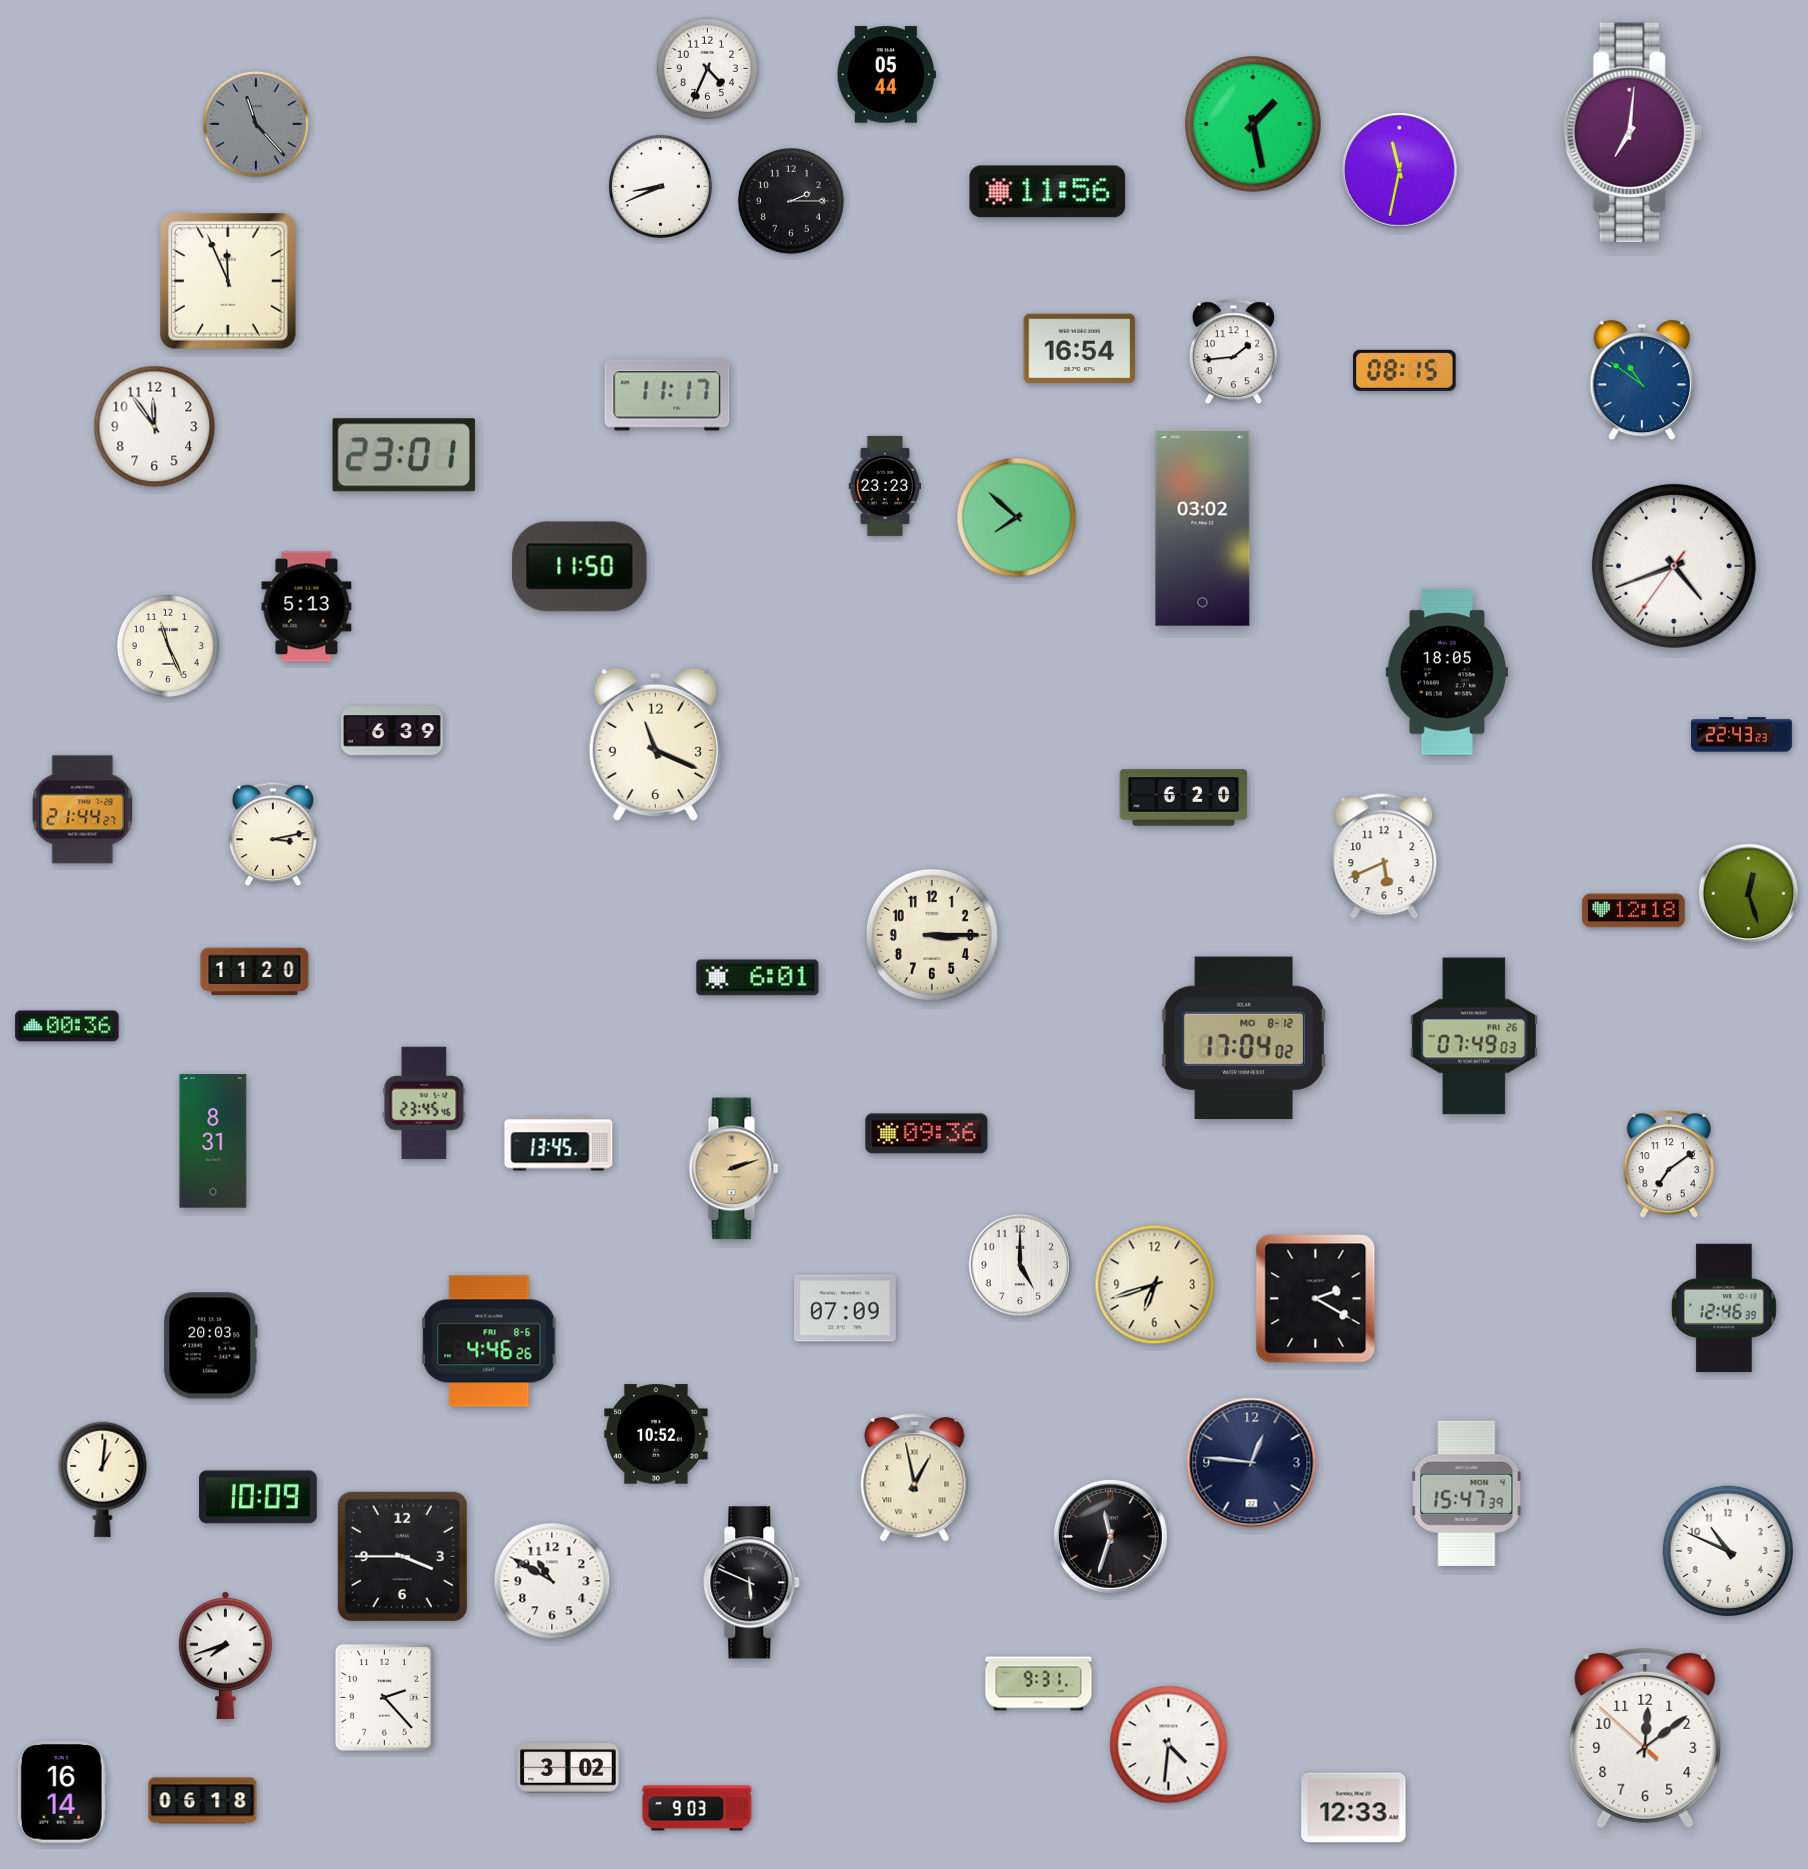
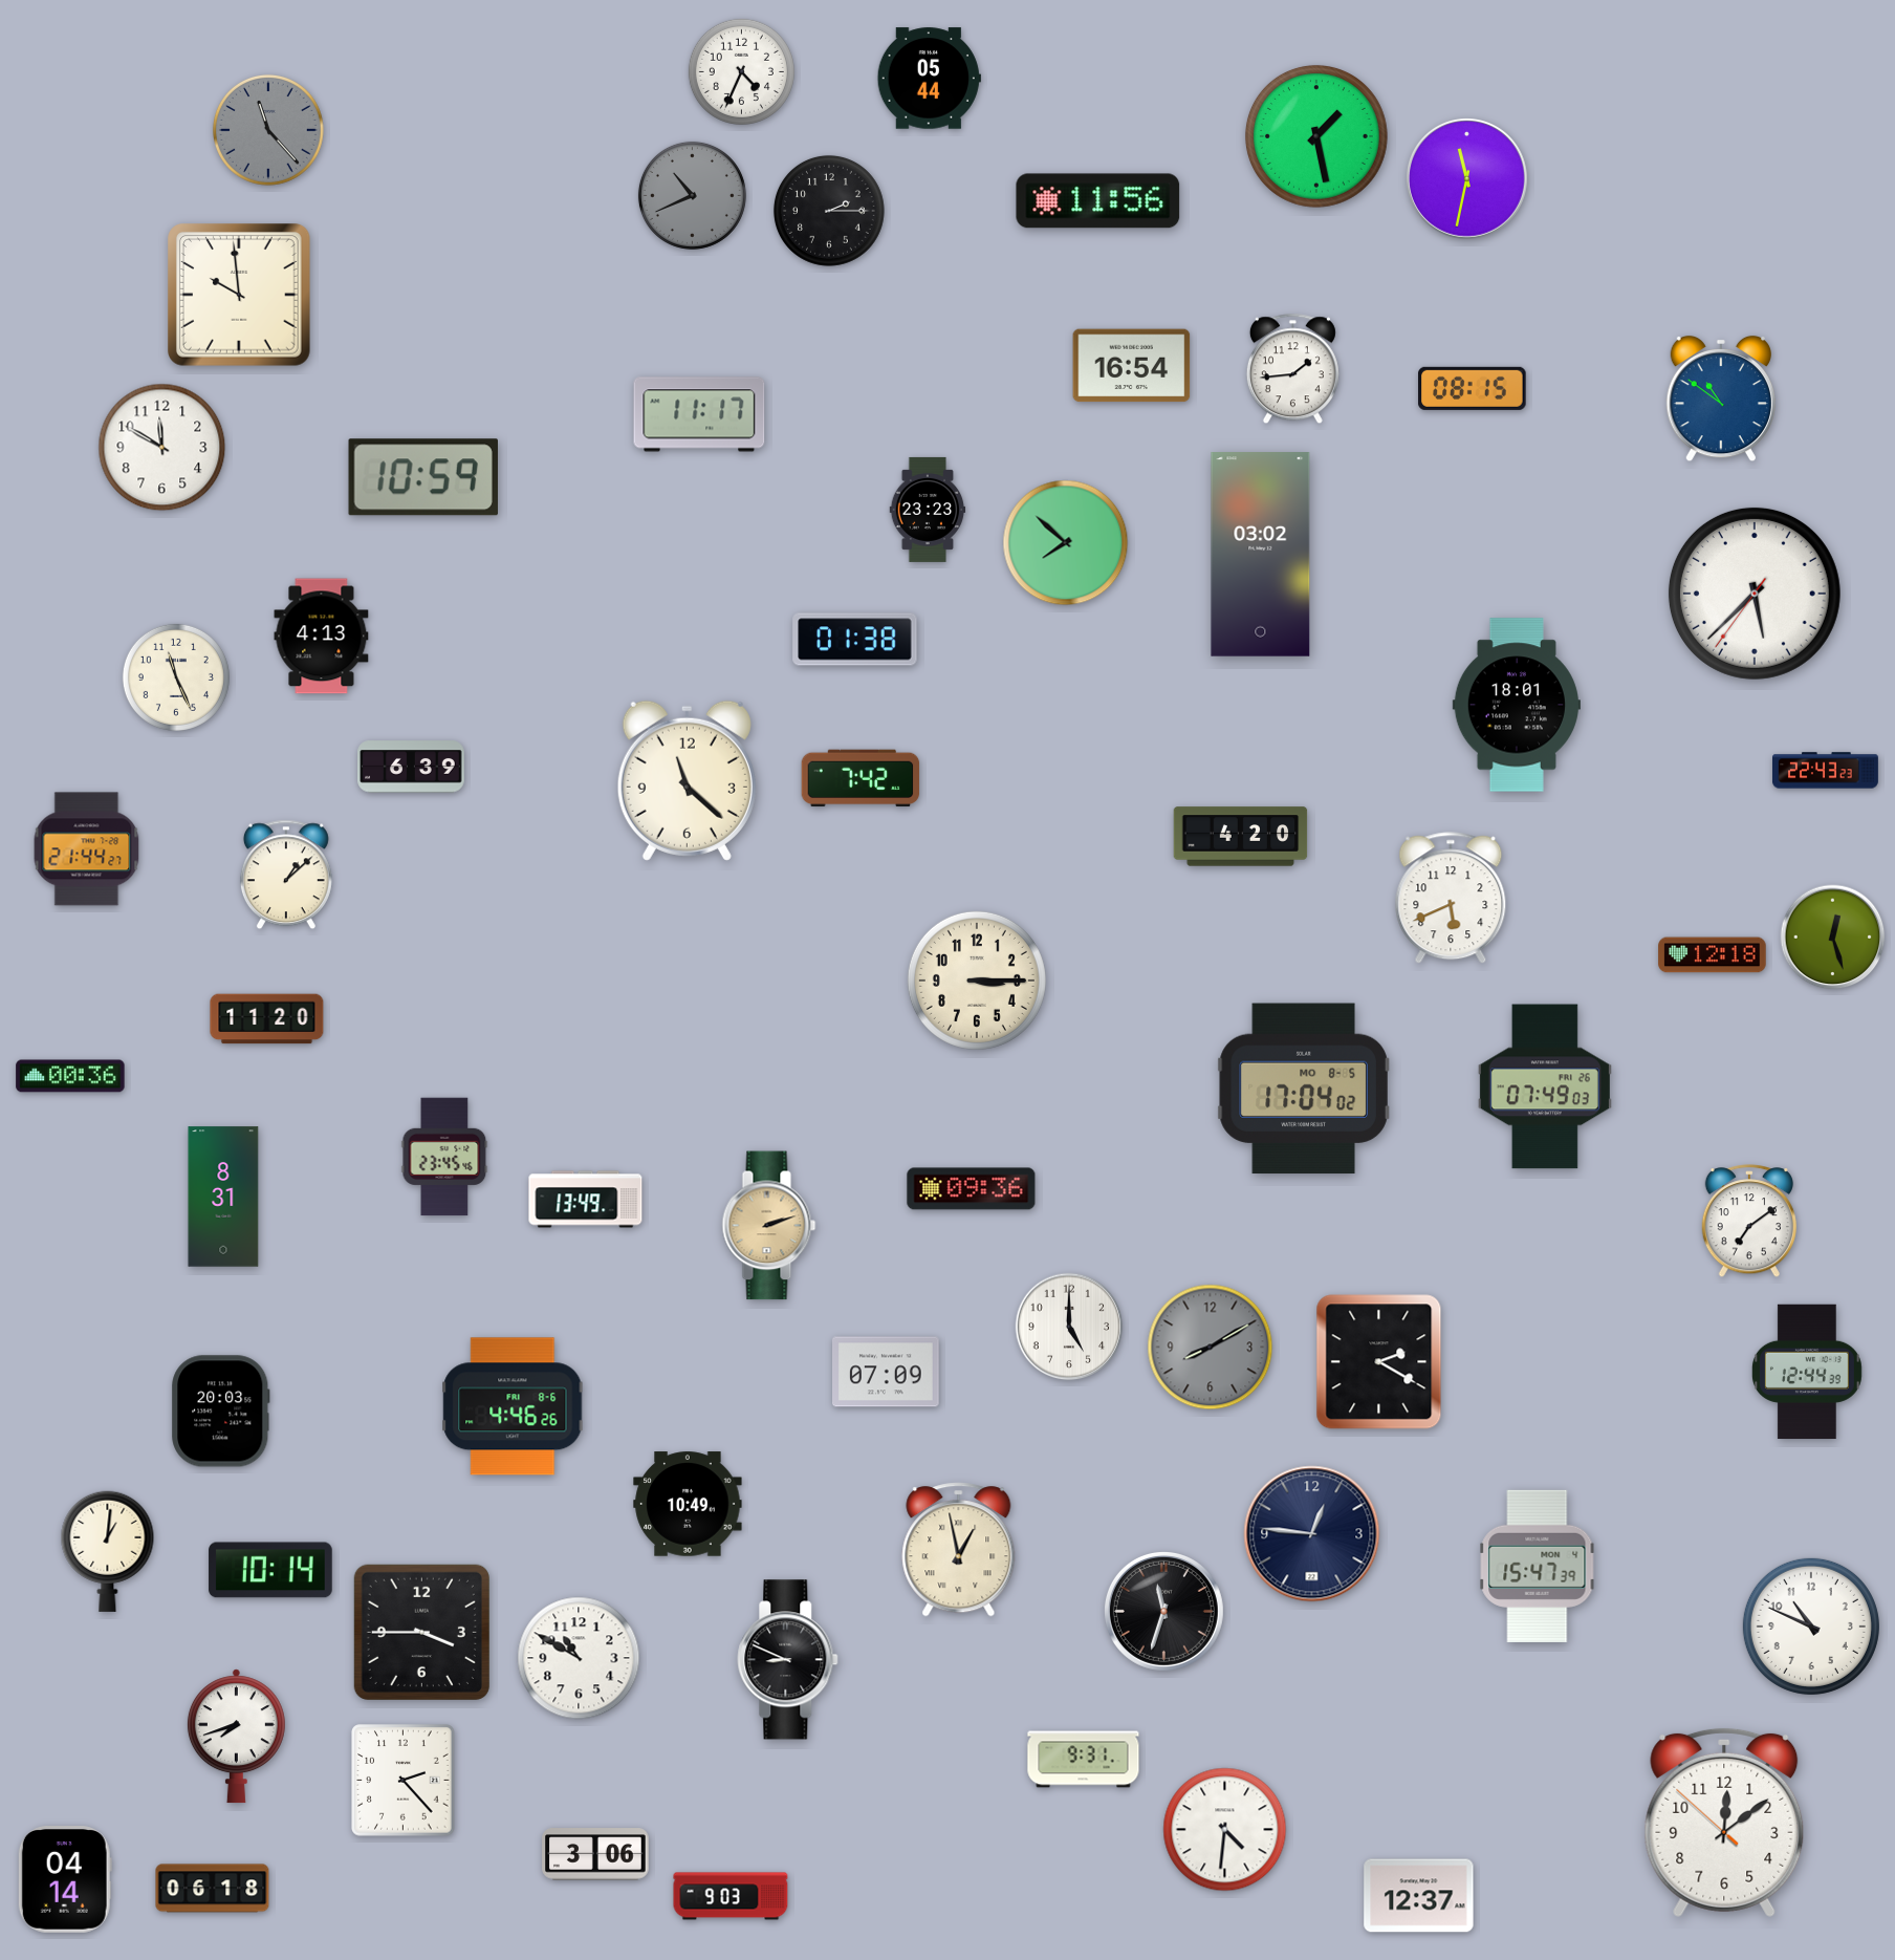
clock at (1253, 124) position: (1253, 124) -> (1316, 136)
clock at (1632, 132): 7:01 -> none
clock at (660, 186): 8:41 -> 10:41
clock at (660, 186) dial: white -> grey
clock at (229, 282): 11:56 -> 9:59
clock at (155, 427): 11:54 -> 11:50
clock at (404, 455): 23:01 -> 10:59
clock at (1674, 566): 4:41 -> 5:37
clock at (580, 567): 11:50 -> none
clock at (307, 607): 5:13 -> 4:13
clock at (855, 640): none -> 01:38
clock at (1447, 672): 18:05 -> 18:01
clock at (861, 778): none -> 7:42
clock at (655, 744): 11:19 -> 11:22
clock at (1184, 798): 6:20 -> 4:20
clock at (273, 834): 3:13 -> 1:08
clock at (758, 978): 6:01 -> none
clock at (1244, 1038) date: MO 8-12 -> MO 8-5
clock at (559, 1144): 13:45 -> 13:49
clock at (1155, 1285): 6:42 -> 8:10
clock at (1155, 1285) dial: cream -> grey
clock at (1724, 1308): 12:46 -> 12:44
clock at (656, 1434): 10:52 -> 10:49
clock at (258, 1497): 10:09 -> 10:14
clock at (752, 1583): 5:49 -> 8:49
clock at (1039, 1684) position: (1039, 1684) -> (1084, 1760)
clock at (568, 1768): 3:02 -> 3:06
clock at (62, 1793): 16:14 -> 04:14
clock at (1354, 1808): 12:33 -> 12:37
